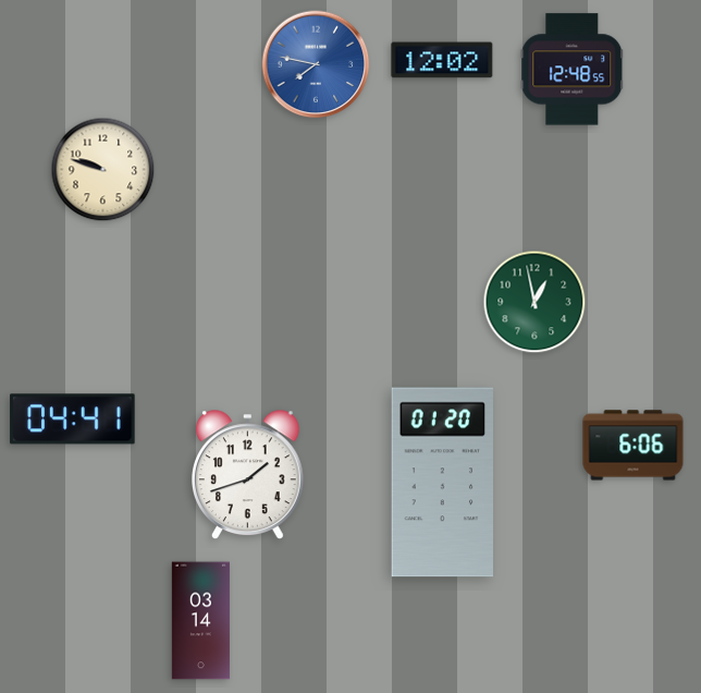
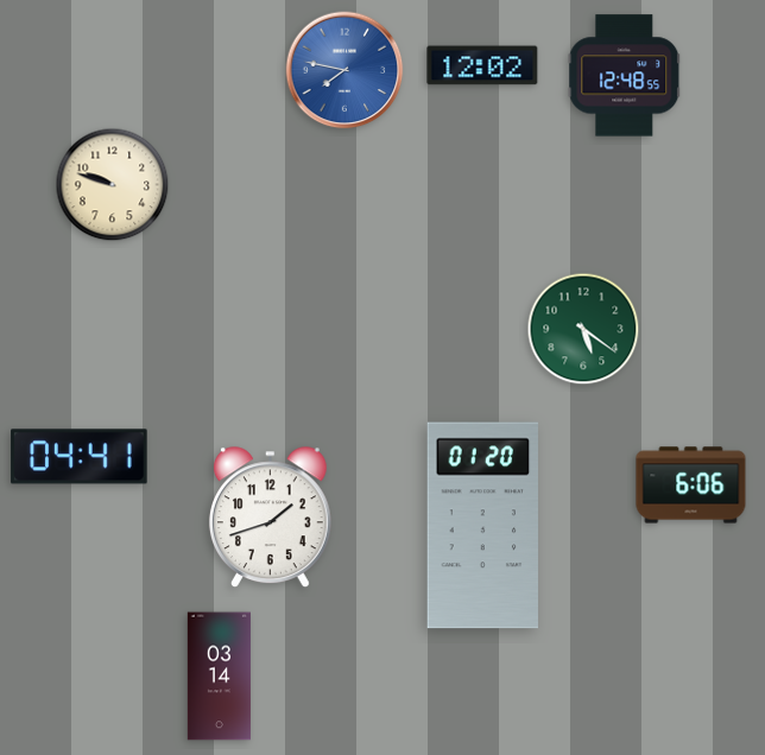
clock at (534, 302): 12:58 -> 5:21
